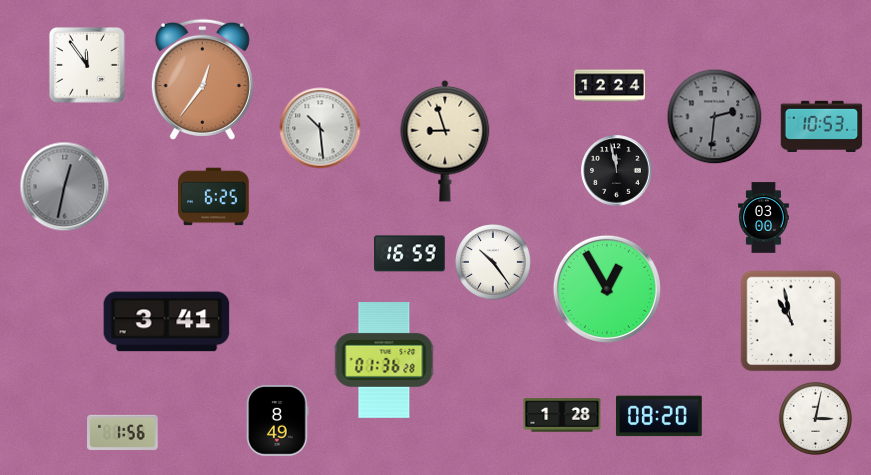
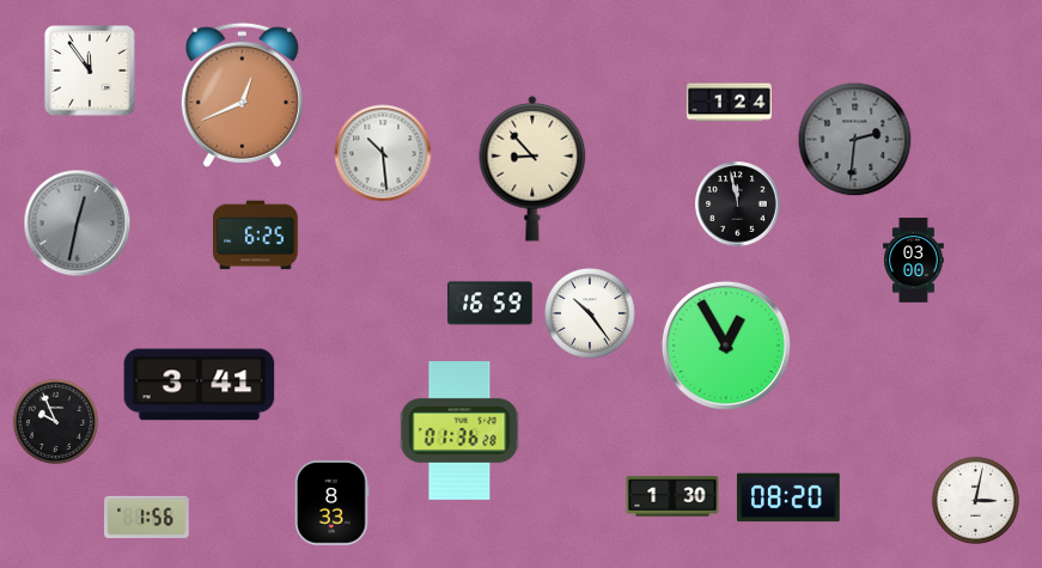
clock at (88, 66) position: (88, 66) -> (91, 72)
clock at (202, 79): 12:36 -> 12:41
clock at (610, 86): 12:24 -> 1:24
clock at (822, 127): 10:53 -> none
clock at (445, 141): 8:57 -> 8:53
clock at (791, 321): 10:58 -> none
clock at (55, 421): none -> 9:56
clock at (562, 415): 1:28 -> 1:30
clock at (278, 421): 8:49 -> 8:33
